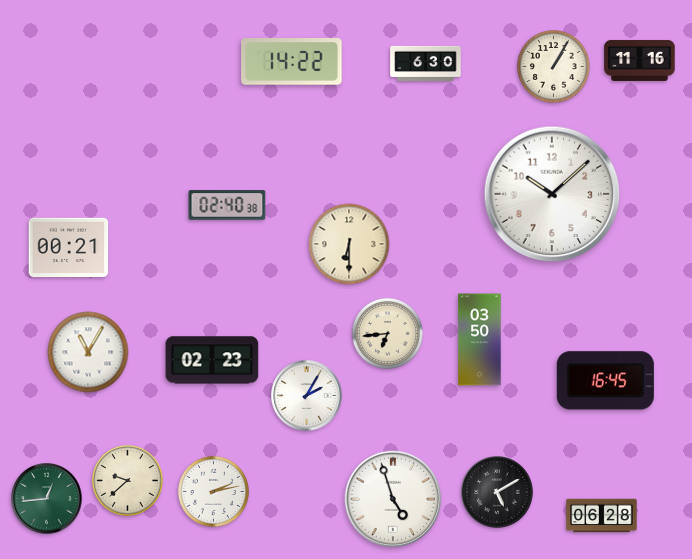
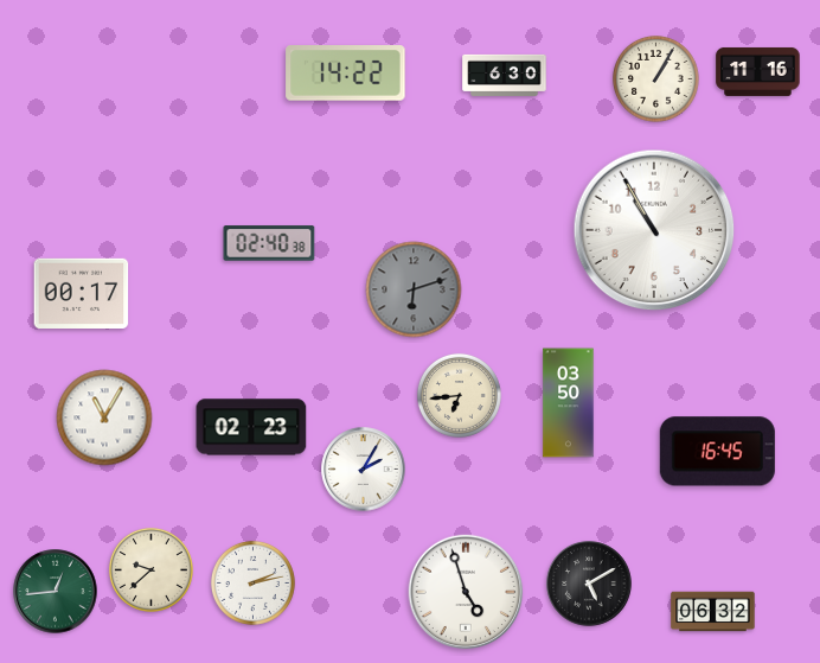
clock at (552, 194): 10:08 -> 10:55
clock at (349, 244): 6:30 -> 6:12
clock at (349, 244) dial: cream -> grey
clock at (69, 247): 00:21 -> 00:17
clock at (602, 516): 06:28 -> 06:32
